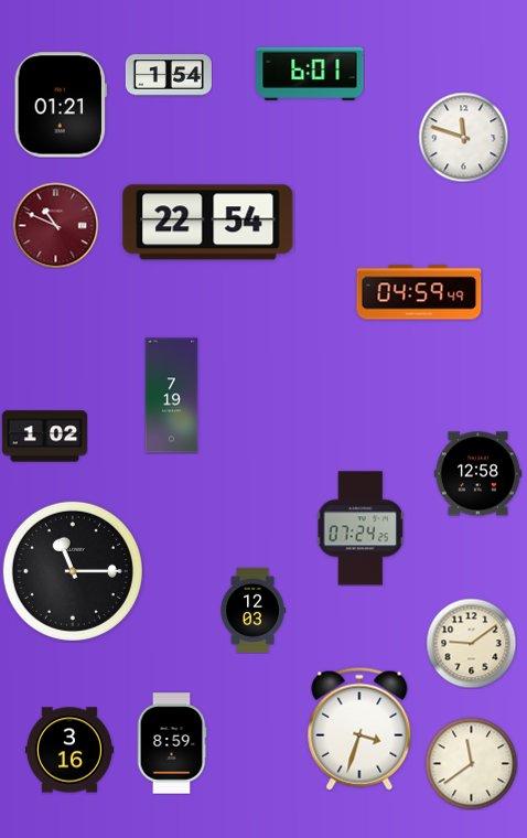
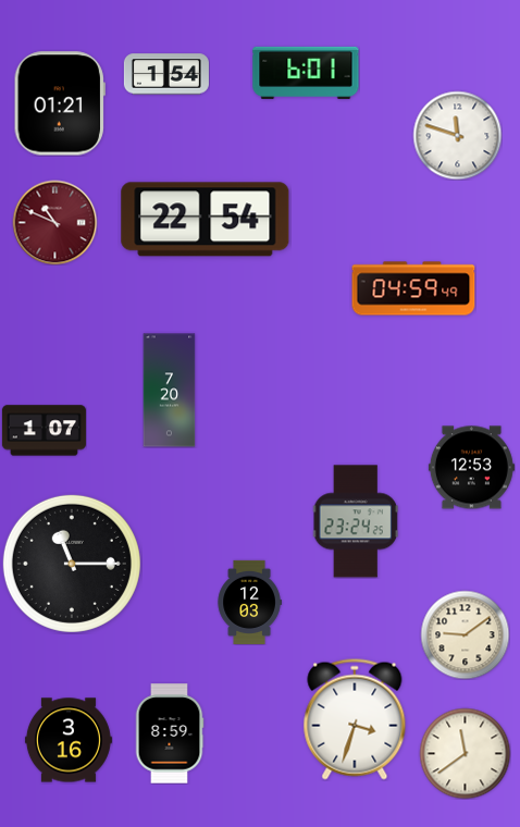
clock at (172, 396): 7:19 -> 7:20
clock at (44, 437): 1:02 -> 1:07
clock at (477, 474): 12:58 -> 12:53
clock at (361, 528): 07:24 -> 23:24
